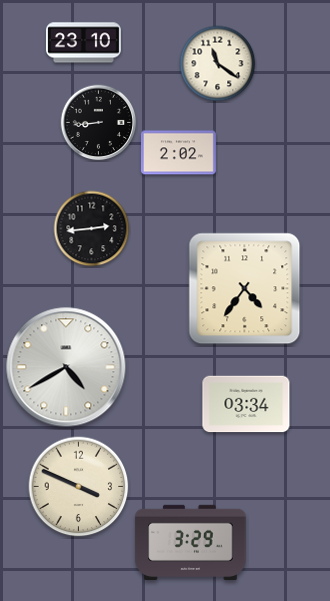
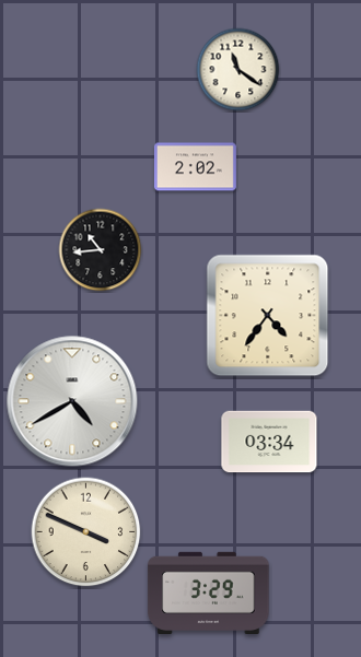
clock at (83, 43): 23:10 -> none
clock at (99, 123): 8:44 -> none
clock at (92, 229): 2:44 -> 10:44
